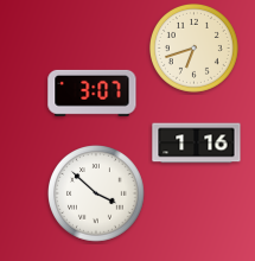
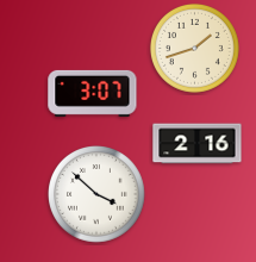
clock at (193, 47): 6:42 -> 1:42
clock at (197, 144): 1:16 -> 2:16
